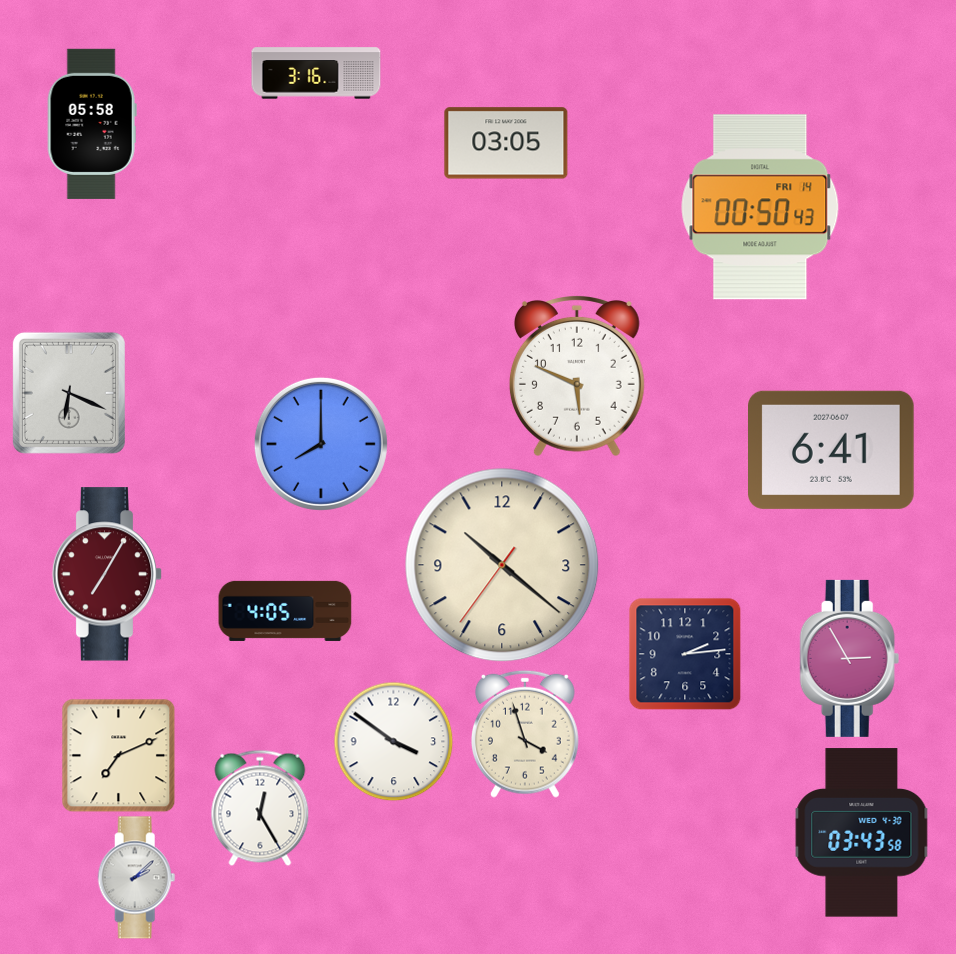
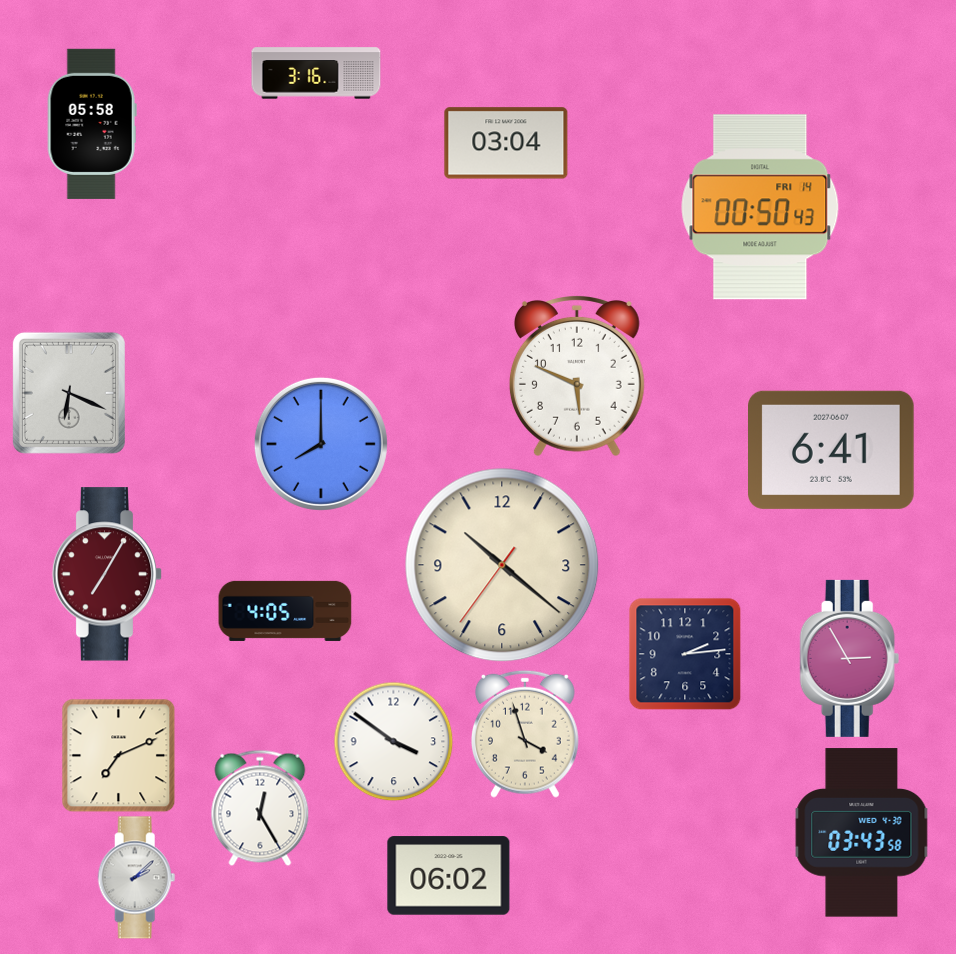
clock at (506, 143): 03:05 -> 03:04
clock at (449, 876): none -> 06:02
